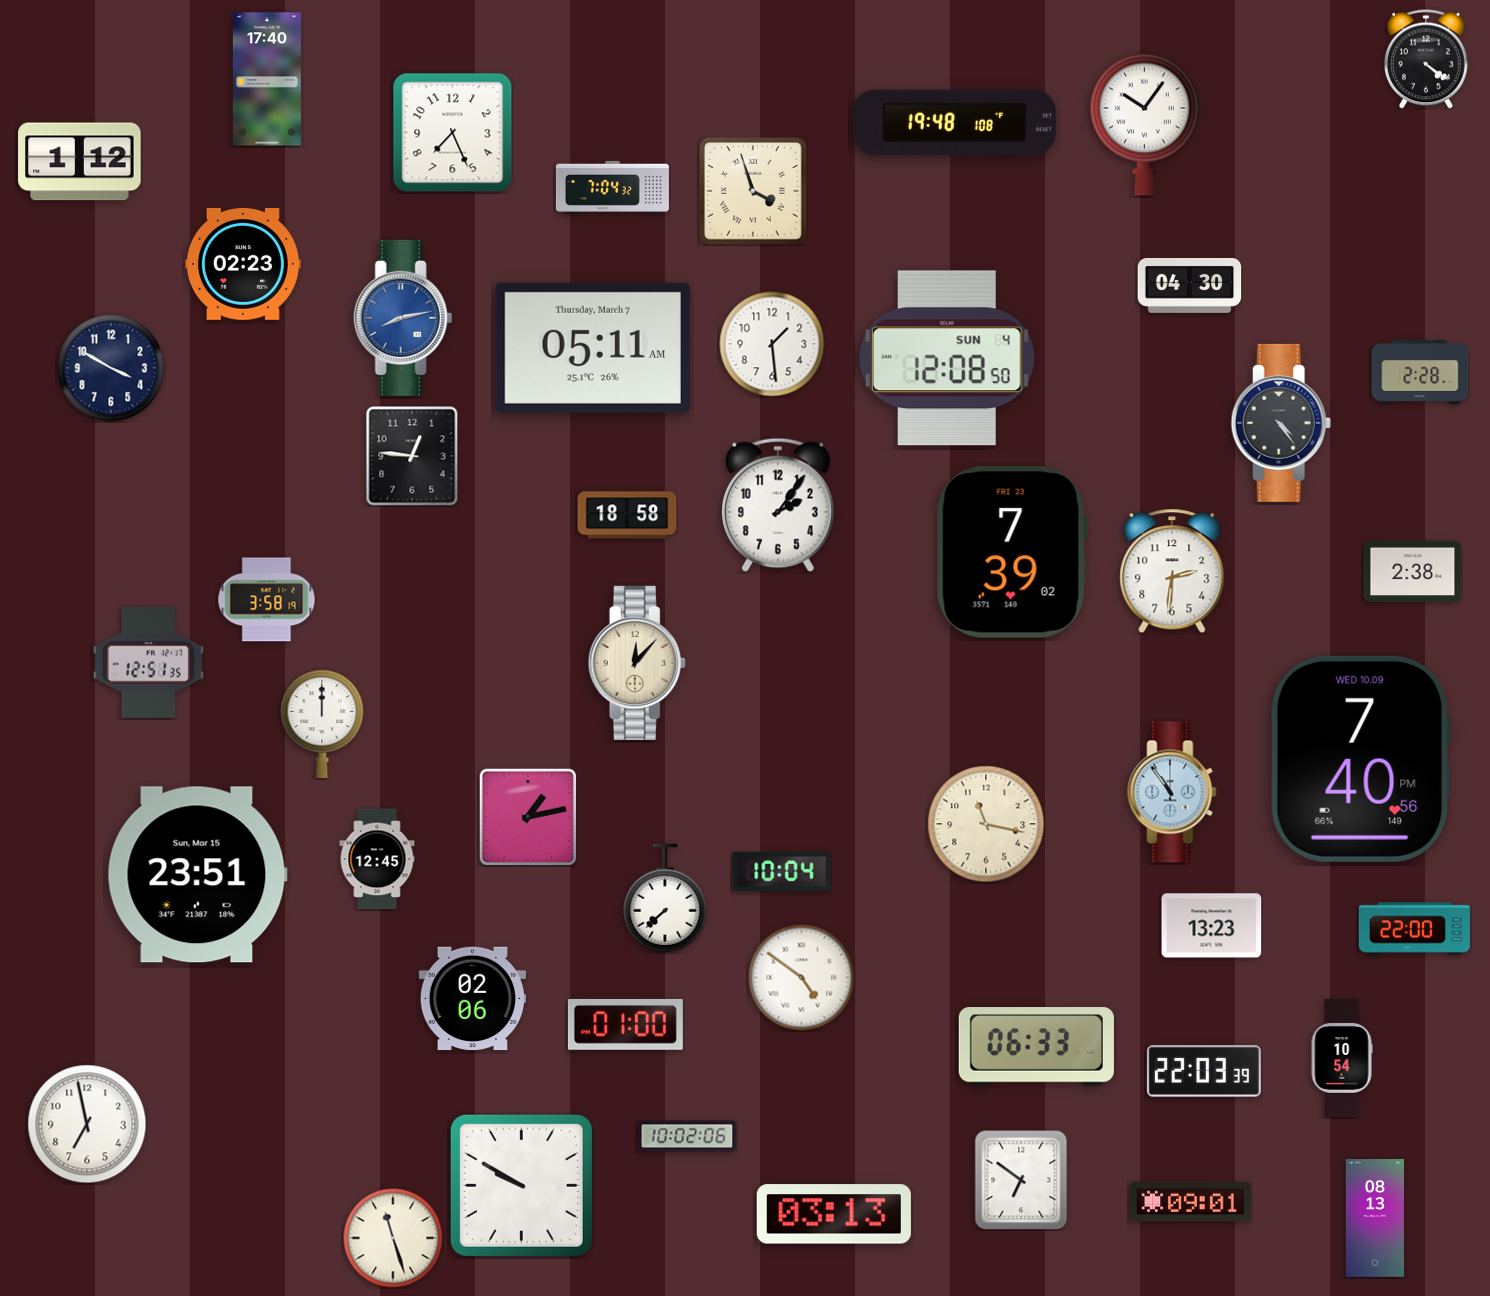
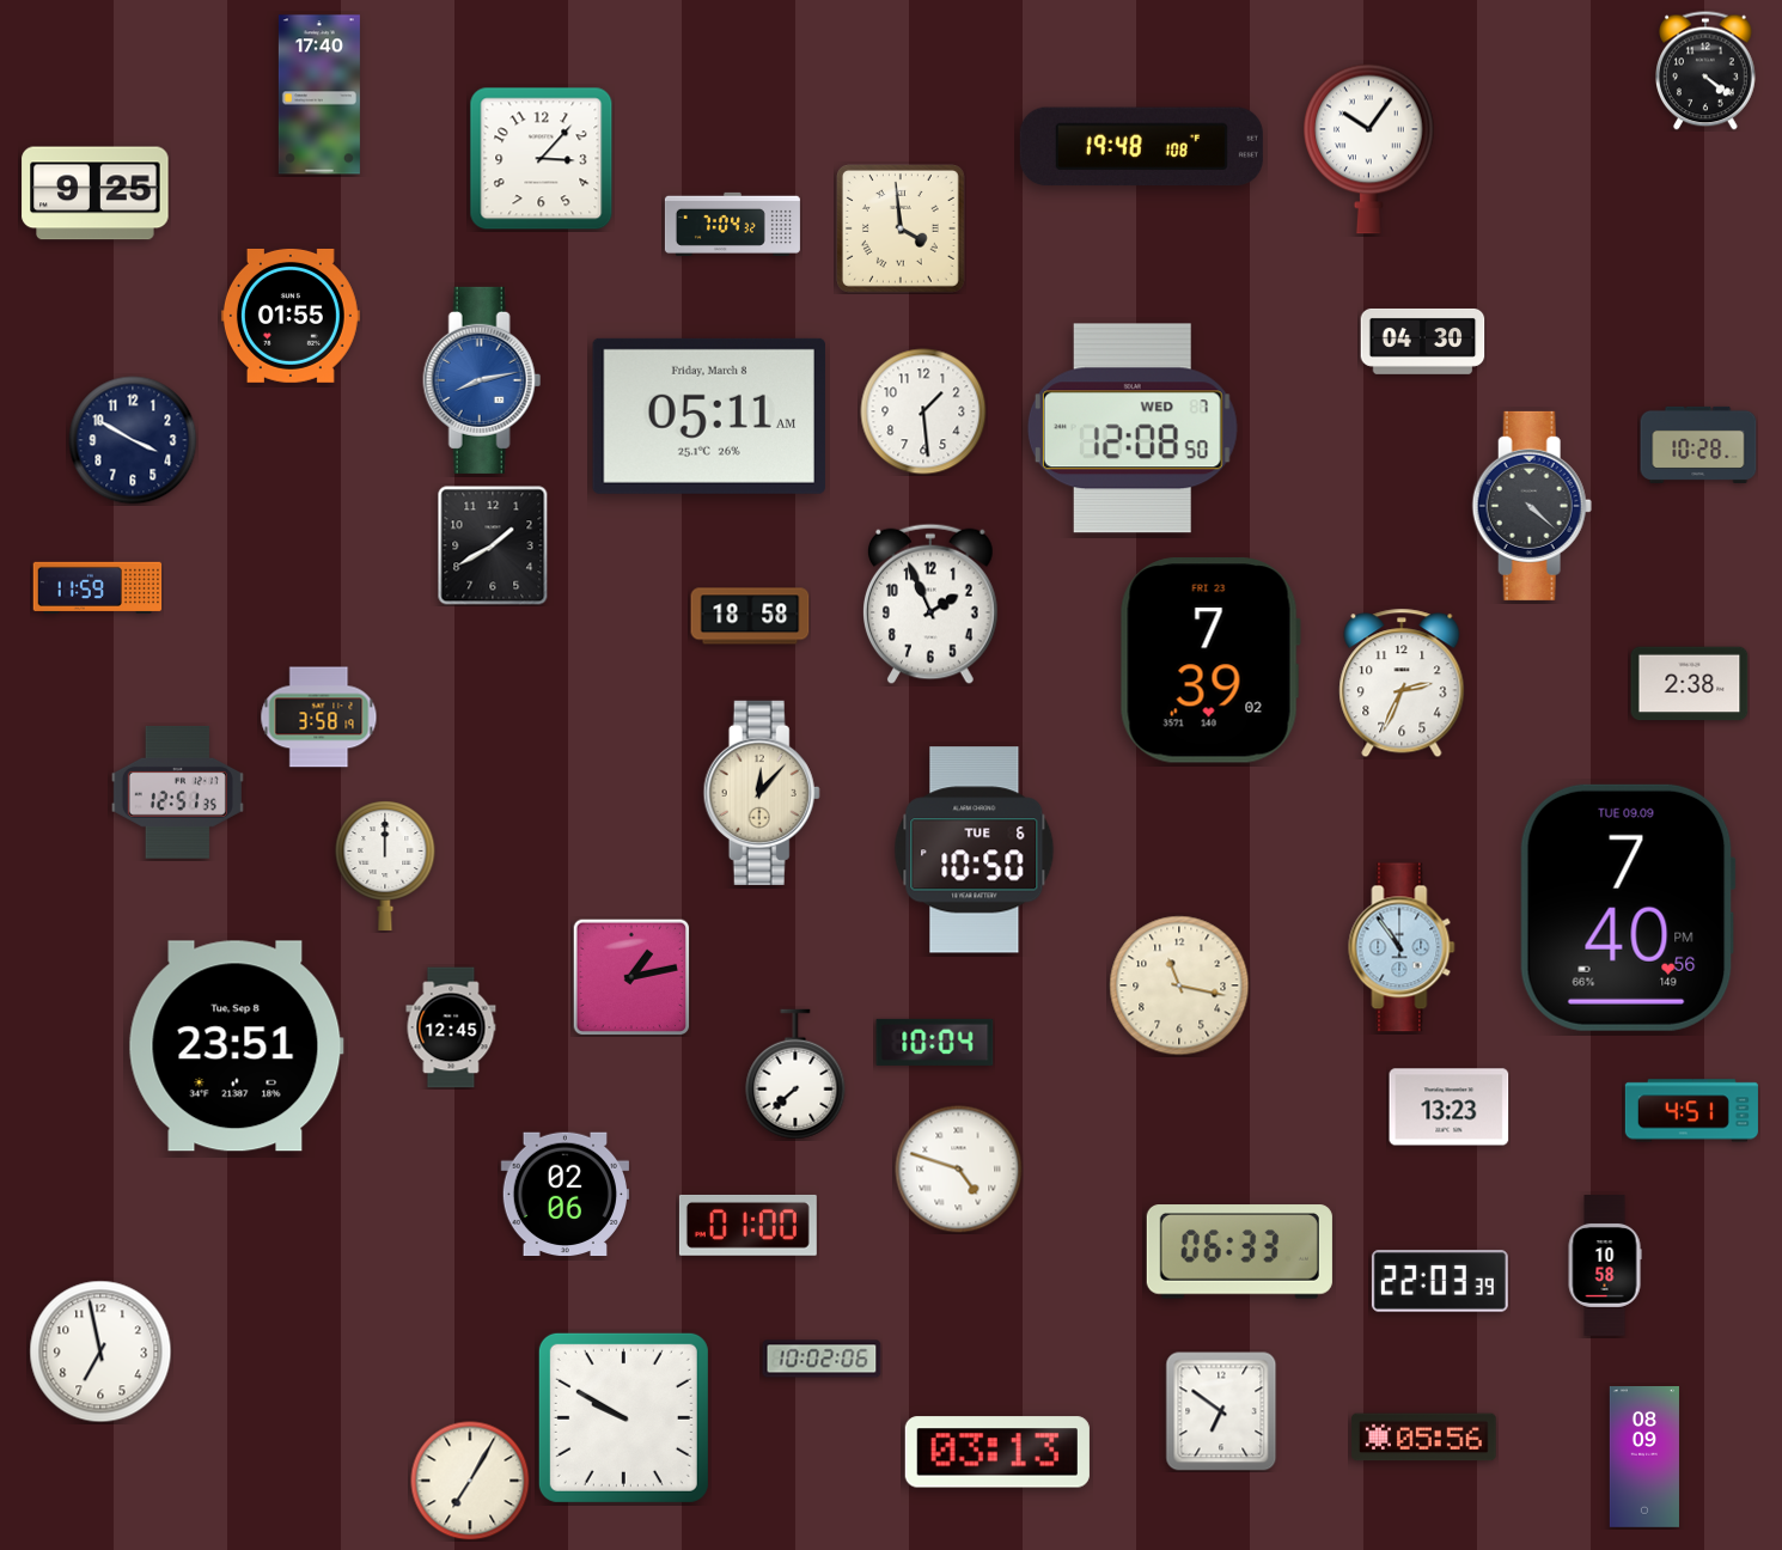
clock at (453, 133): 7:26 -> 3:07
clock at (80, 162): 1:12 -> 9:25
clock at (753, 191): 3:57 -> 3:59
clock at (243, 264): 02:23 -> 01:55
clock at (593, 348) date: Thursday, March 7 -> Friday, March 8
clock at (947, 358) date: SUN 4 -> WED 7
clock at (1420, 372): 2:28 -> 10:28
clock at (1281, 423): 4:24 -> 4:22
clock at (412, 456): 12:46 -> 1:40
clock at (98, 587): none -> 11:59
clock at (779, 505): 2:06 -> 1:56
clock at (1172, 571): 2:31 -> 2:34
clock at (975, 850): none -> 10:50
clock at (1361, 759) date: WED 10.09 -> TUE 09.09
clock at (197, 875) date: Sun, Mar 15 -> Tue, Sep 8
clock at (1414, 929): 22:00 -> 4:51
clock at (802, 978): 4:51 -> 4:48
clock at (1342, 1058): 10:54 -> 10:58
clock at (87, 1124) position: (87, 1124) -> (100, 1351)
clock at (1191, 1202): 09:01 -> 05:56
clock at (1375, 1219): 08:13 -> 08:09
clock at (393, 1238): 11:27 -> 7:05
